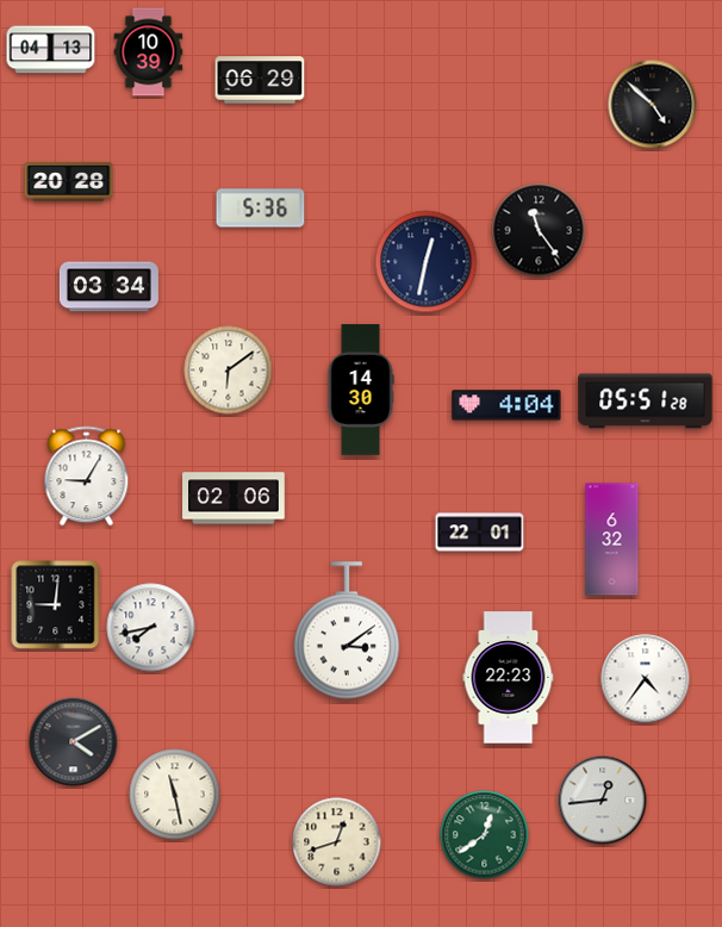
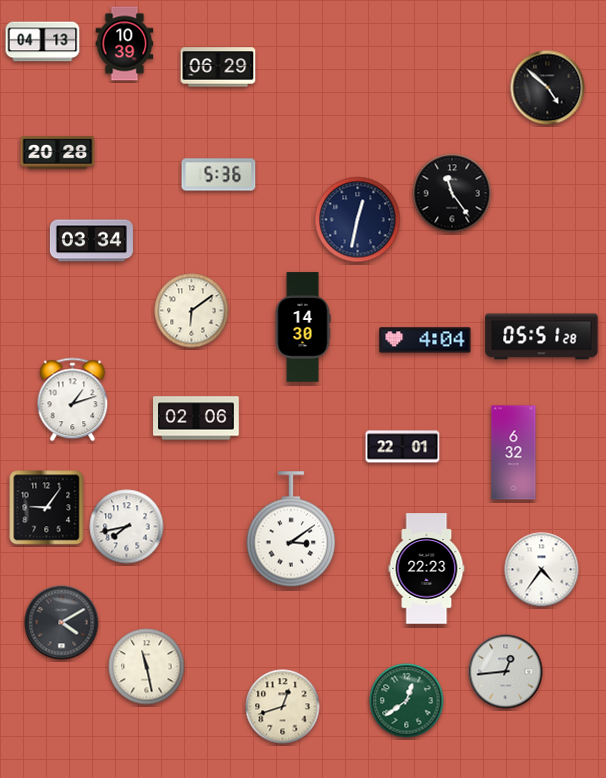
clock at (87, 477): 9:05 -> 1:12
clock at (56, 605): 9:01 -> 9:06
